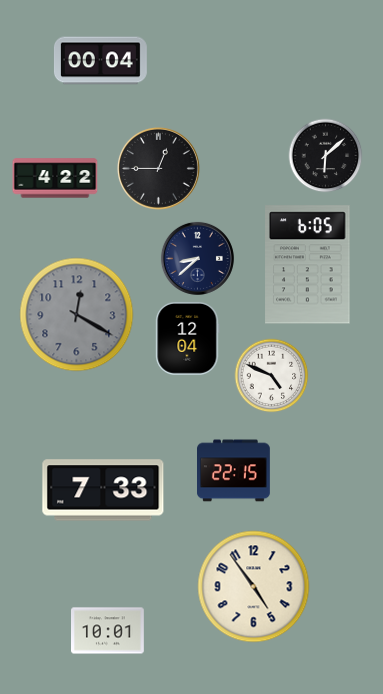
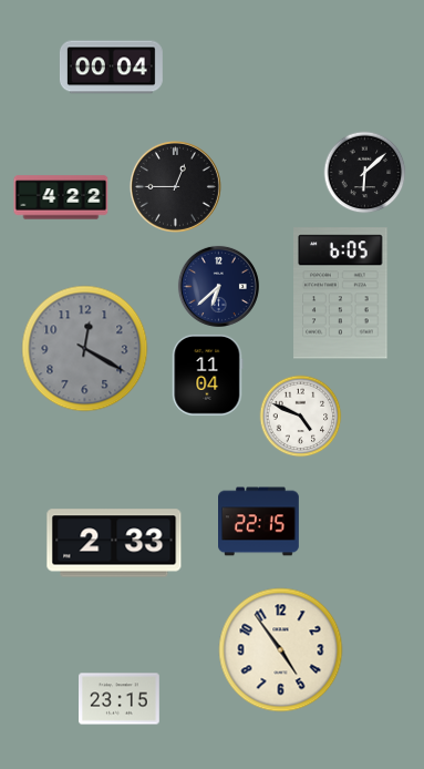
clock at (326, 156) position: (326, 156) -> (365, 173)
clock at (197, 258): 8:38 -> 6:38
clock at (188, 338): 12:04 -> 11:04
clock at (103, 490): 7:33 -> 2:33
clock at (108, 631): 10:01 -> 23:15
